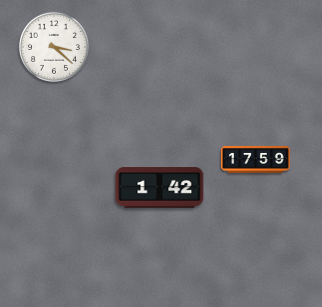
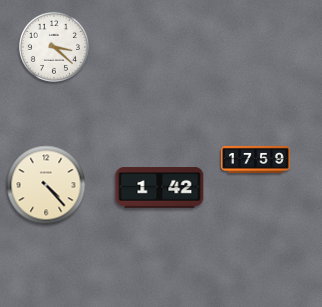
clock at (46, 185): none -> 4:23
